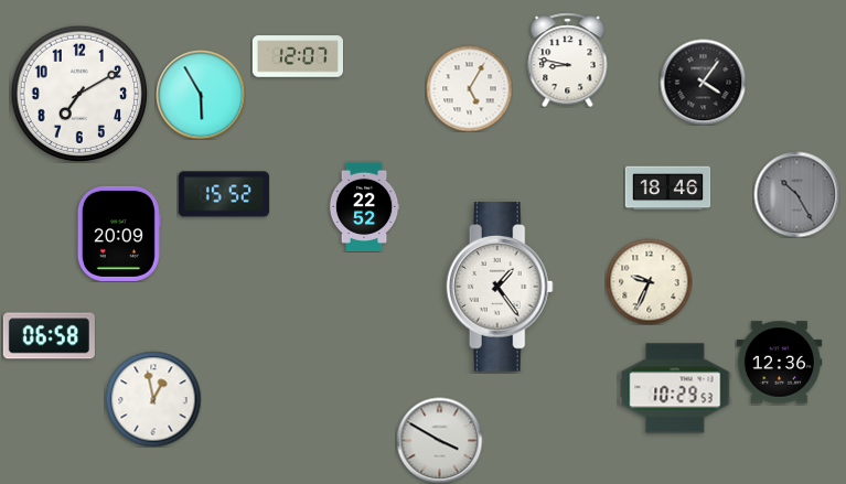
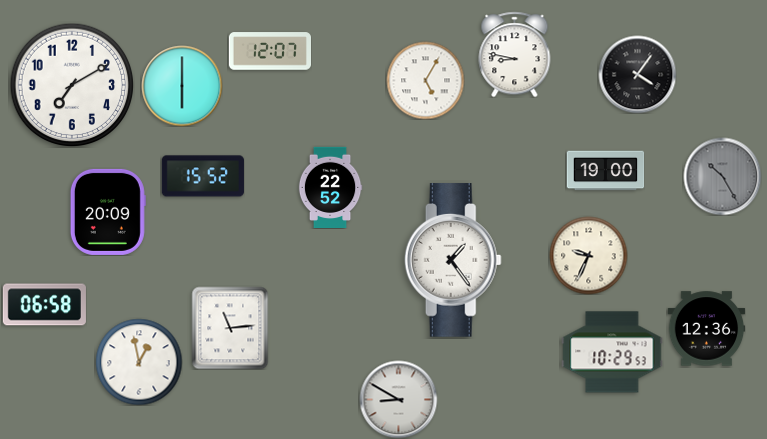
clock at (201, 95): 5:55 -> 6:00
clock at (667, 189): 18:46 -> 19:00
clock at (230, 328): none -> 11:14
clock at (439, 440): 3:50 -> 8:50
